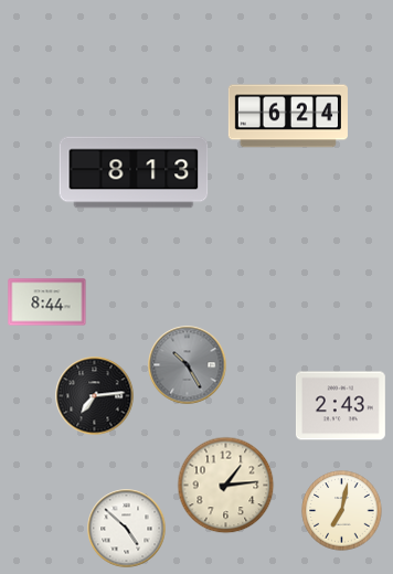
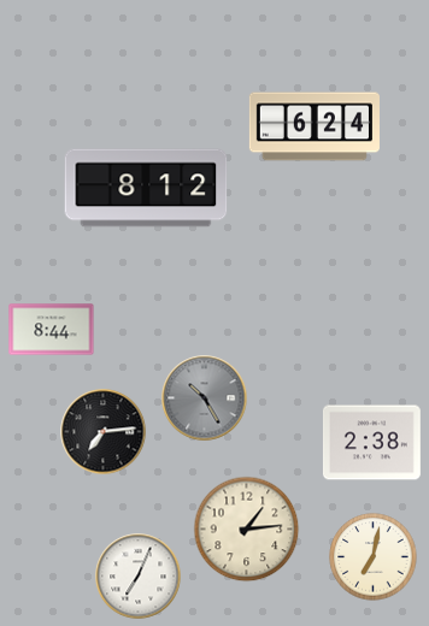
clock at (134, 172): 8:13 -> 8:12
clock at (340, 406): 2:43 -> 2:38
clock at (127, 529): 4:52 -> 7:04
